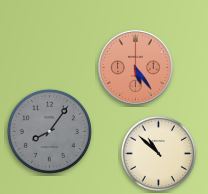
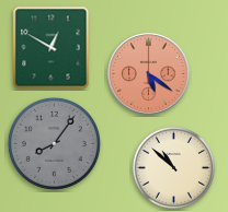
clock at (52, 48): none -> 12:50
clock at (136, 68): 5:24 -> 5:21
